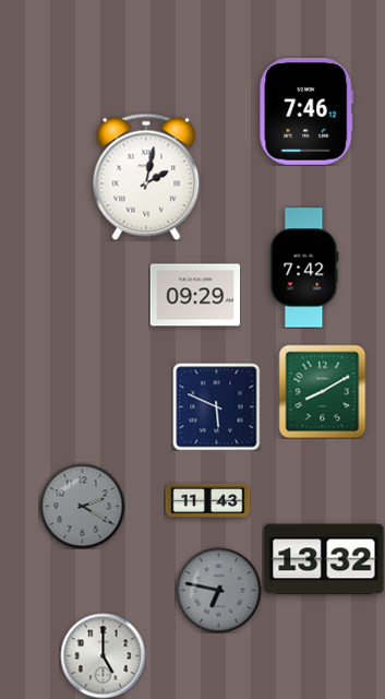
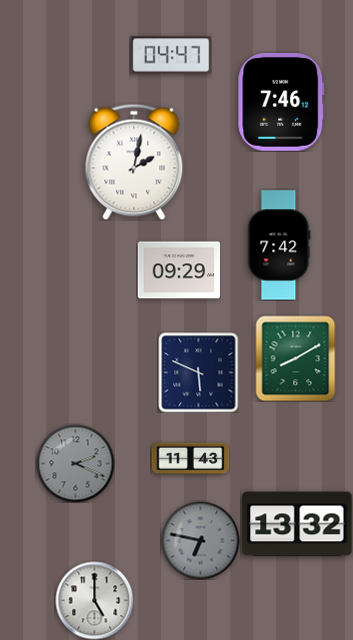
clock at (171, 55): none -> 04:47
clock at (82, 506): 2:20 -> 2:19
clock at (324, 559) position: (324, 559) -> (297, 524)
